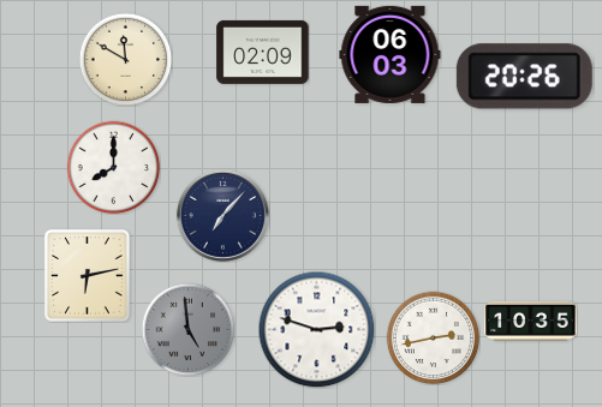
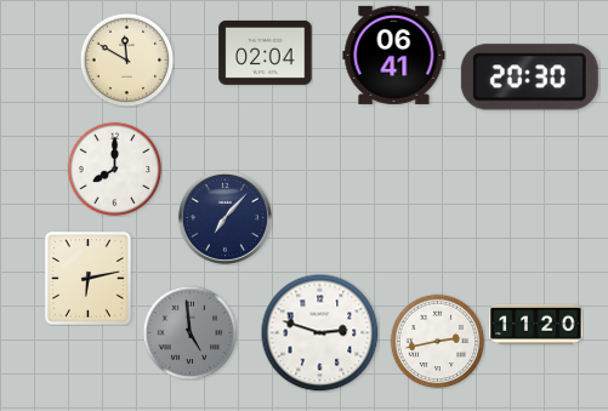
clock at (263, 52): 02:09 -> 02:04
clock at (391, 54): 06:03 -> 06:41
clock at (524, 77): 20:26 -> 20:30
clock at (531, 321): 10:35 -> 11:20
